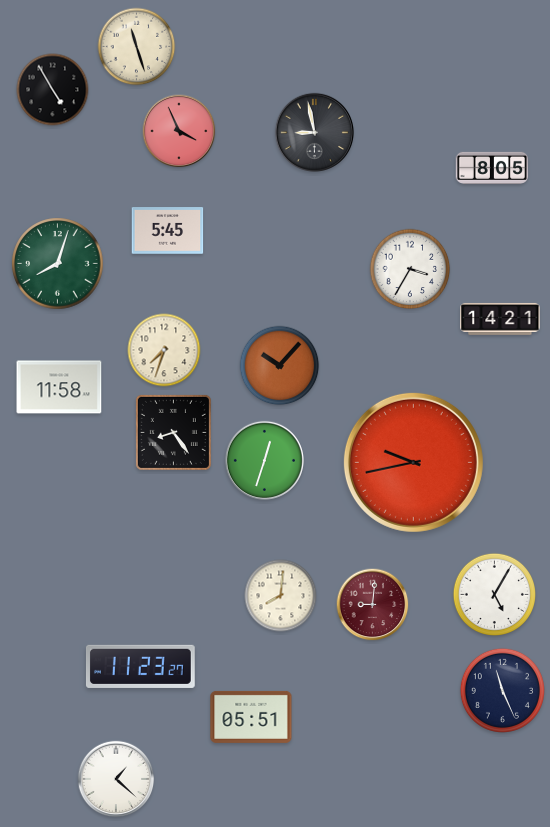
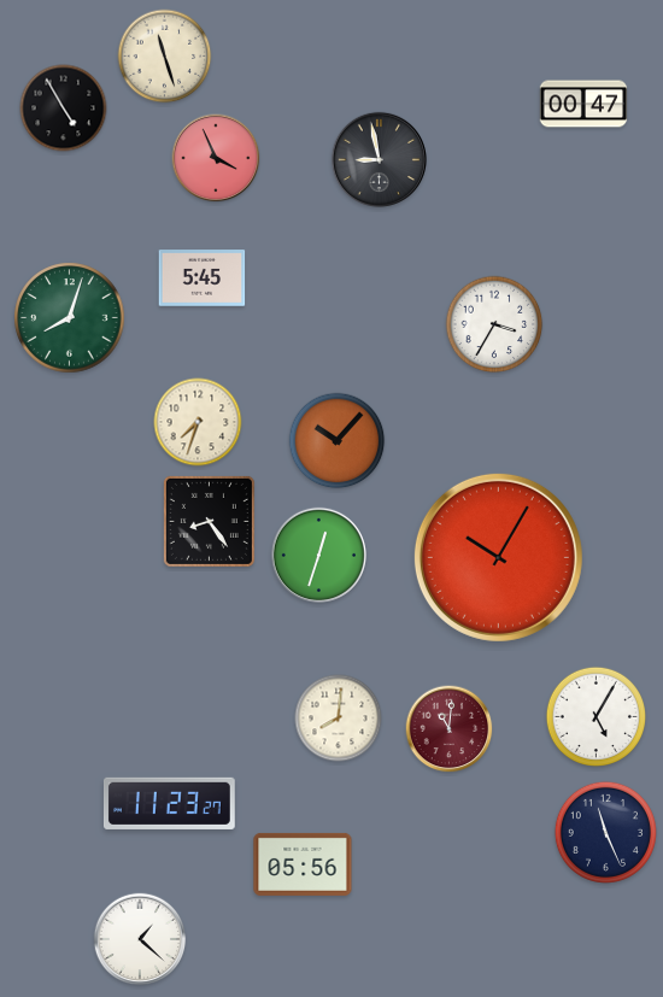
clock at (583, 104): none -> 00:47
clock at (492, 168): 8:05 -> none
clock at (500, 319): 14:21 -> none
clock at (59, 387): 11:58 -> none
clock at (413, 462): 9:43 -> 10:05
clock at (373, 605): 9:01 -> 11:01
clock at (251, 717): 05:51 -> 05:56
